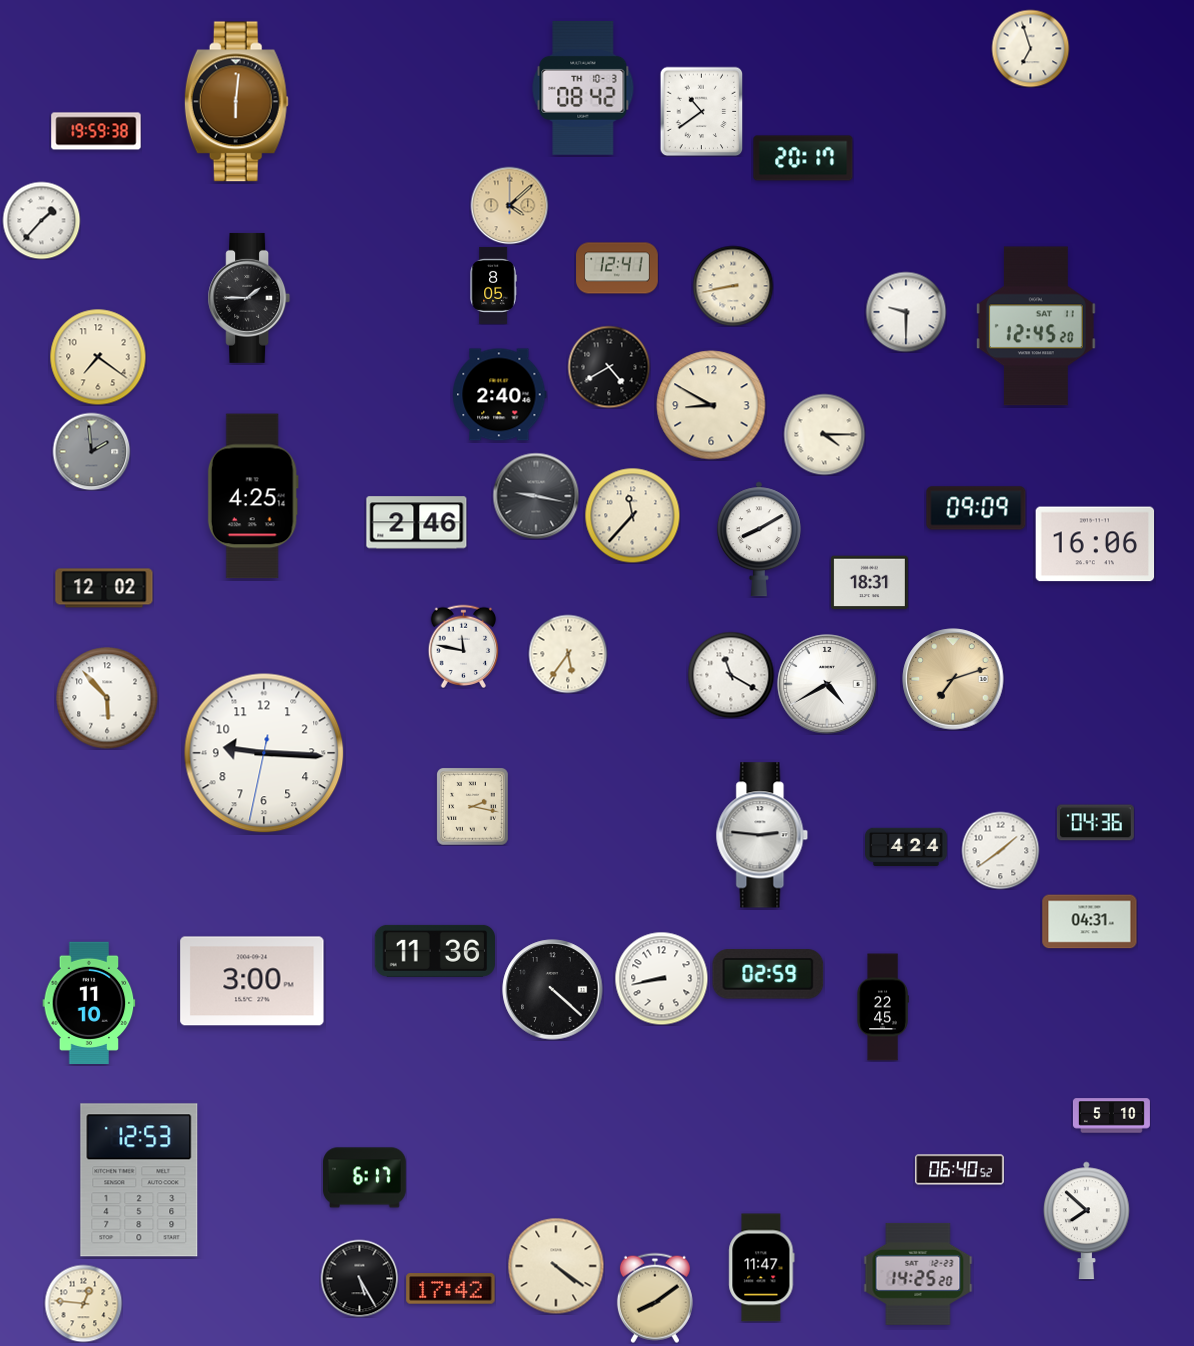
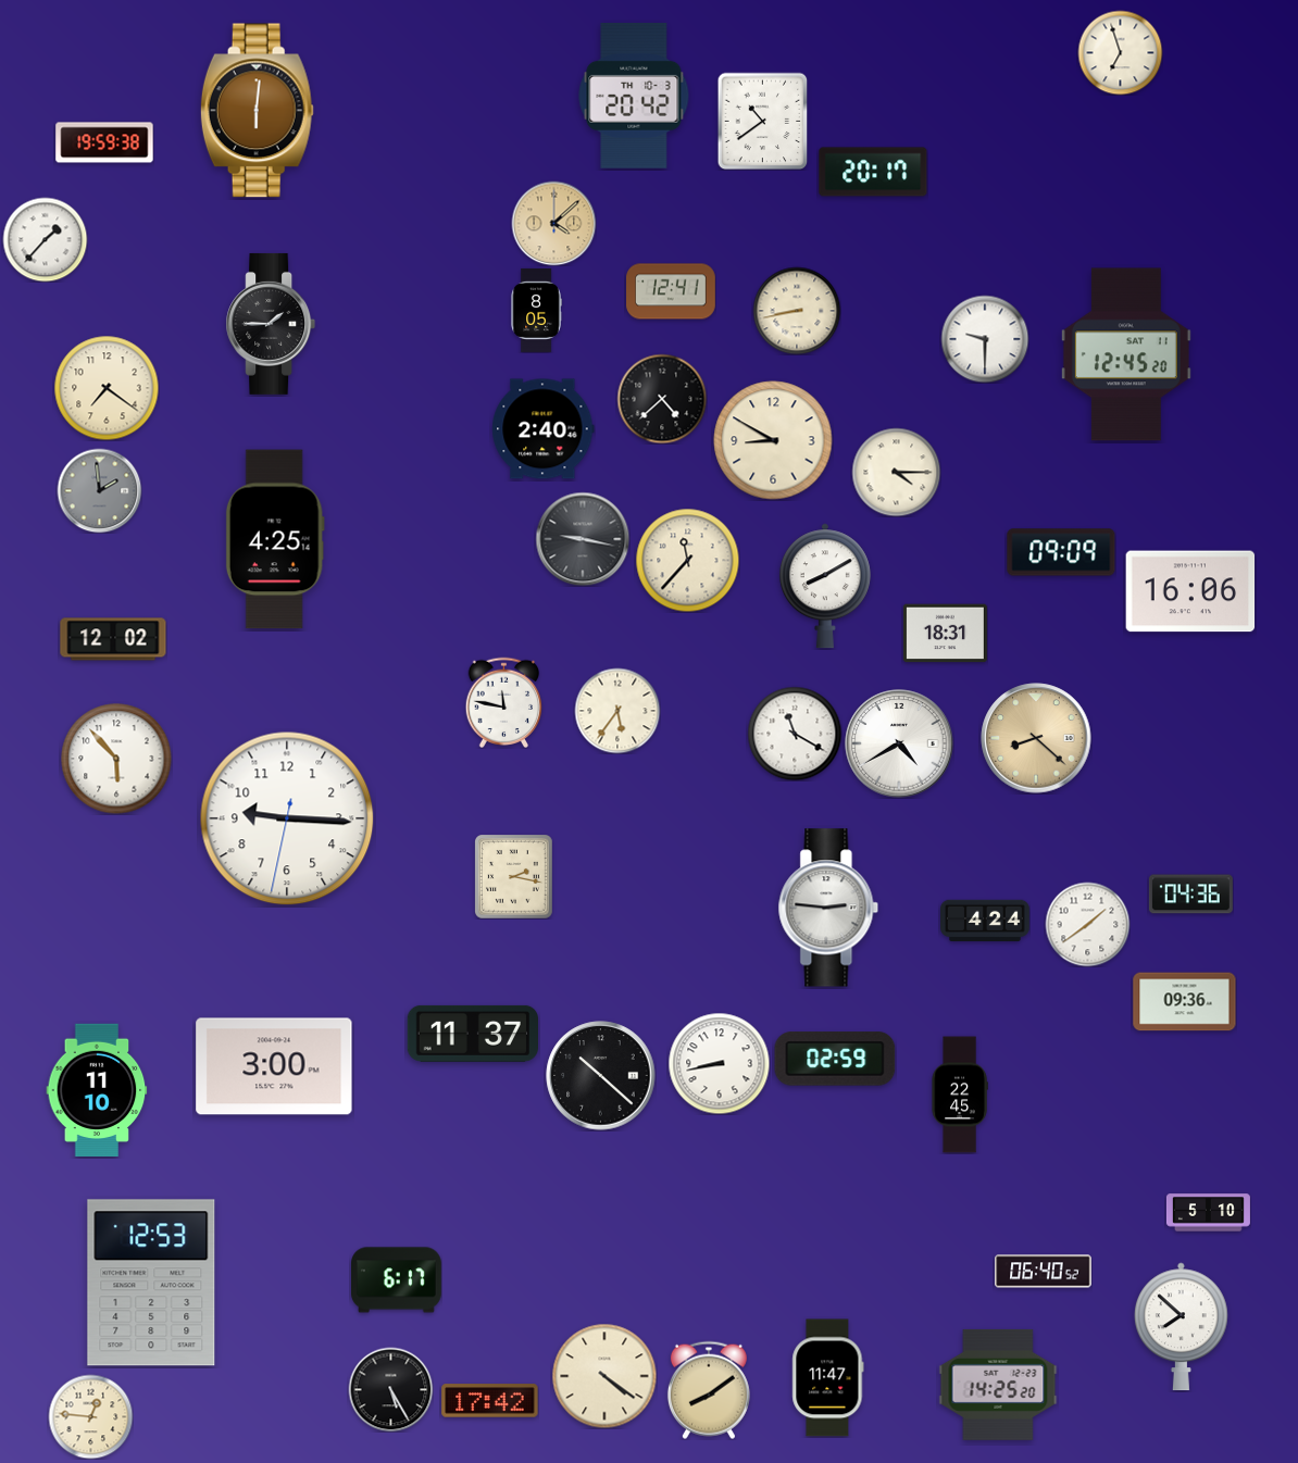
clock at (583, 88): 08:42 -> 20:42
clock at (609, 367): 4:40 -> 4:38
clock at (417, 523): 2:46 -> none
clock at (953, 679): 7:12 -> 8:22
clock at (1090, 922): 04:31 -> 09:36
clock at (434, 951): 11:36 -> 11:37
clock at (553, 990): 4:22 -> 10:22
clock at (655, 1298) position: (655, 1298) -> (709, 1390)
